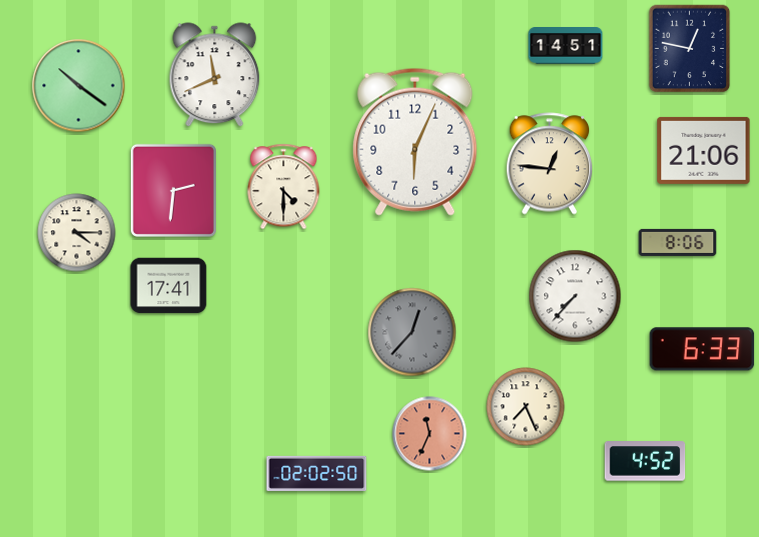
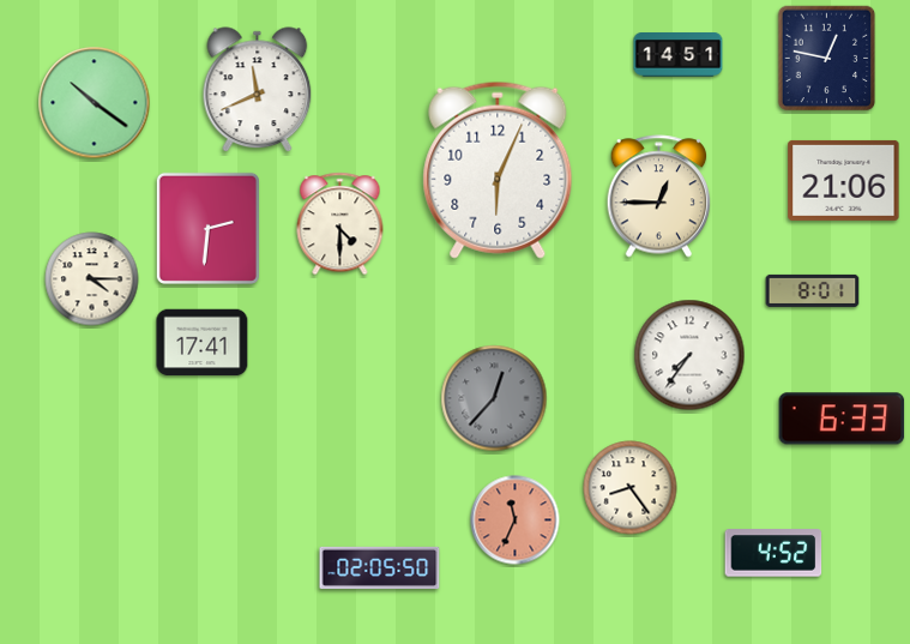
clock at (550, 164): 12:46 -> 12:45
clock at (678, 242): 8:06 -> 8:01
clock at (575, 296): 7:37 -> 7:36
clock at (526, 407): 7:26 -> 8:24
clock at (317, 473): 02:02 -> 02:05
